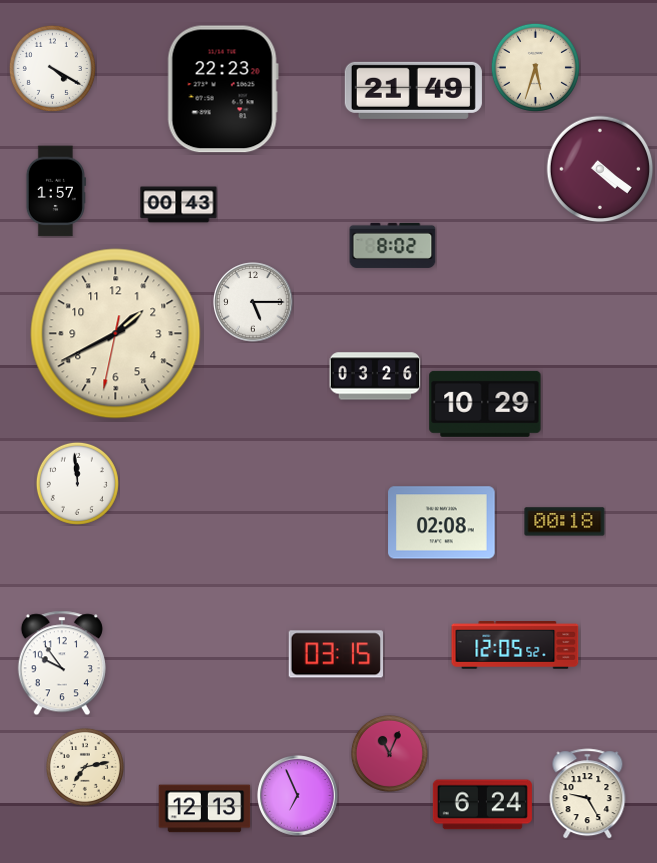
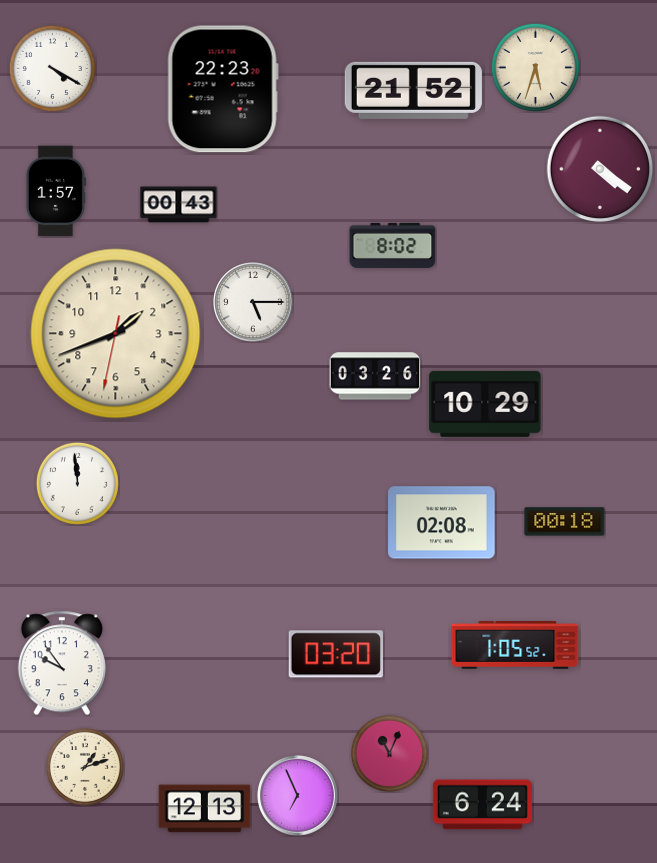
clock at (413, 90): 21:49 -> 21:52
clock at (116, 334): 1:40 -> 1:41
clock at (515, 645): 12:05 -> 1:05
clock at (335, 654): 03:15 -> 03:20
clock at (85, 767): 7:13 -> 1:12
clock at (588, 794): 9:25 -> none
